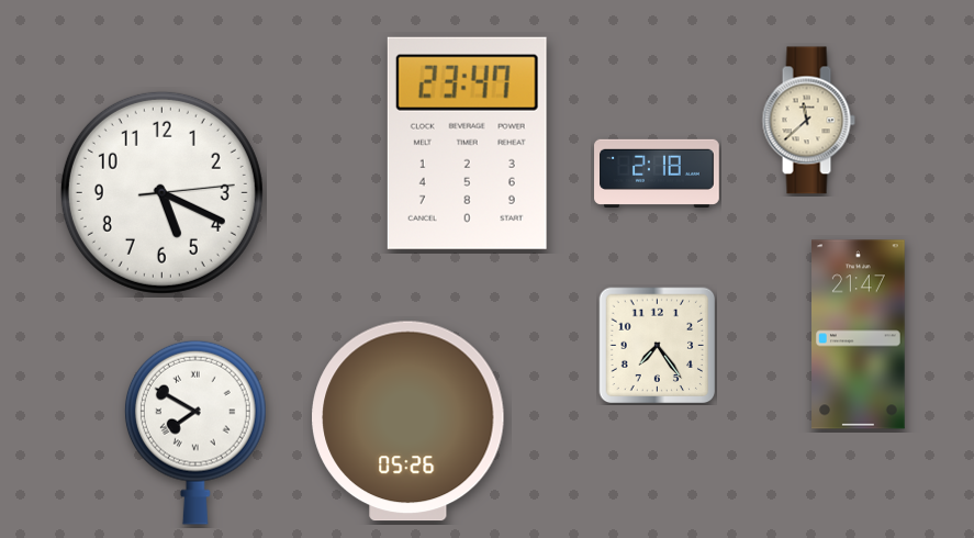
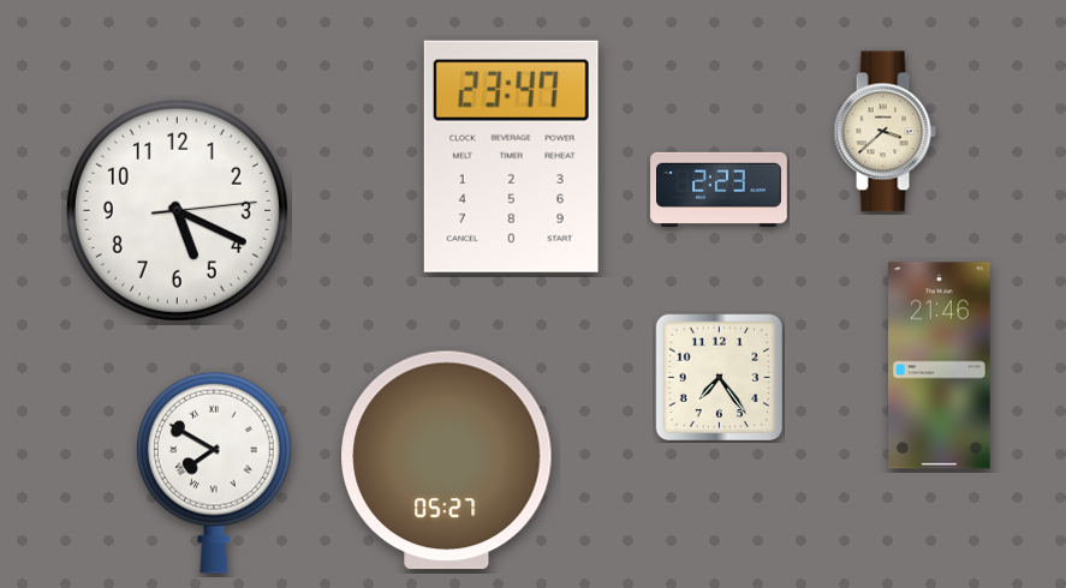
clock at (808, 121): 11:38 -> 3:38
clock at (657, 173): 2:18 -> 2:23
clock at (859, 335): 21:47 -> 21:46
clock at (408, 422): 05:26 -> 05:27
